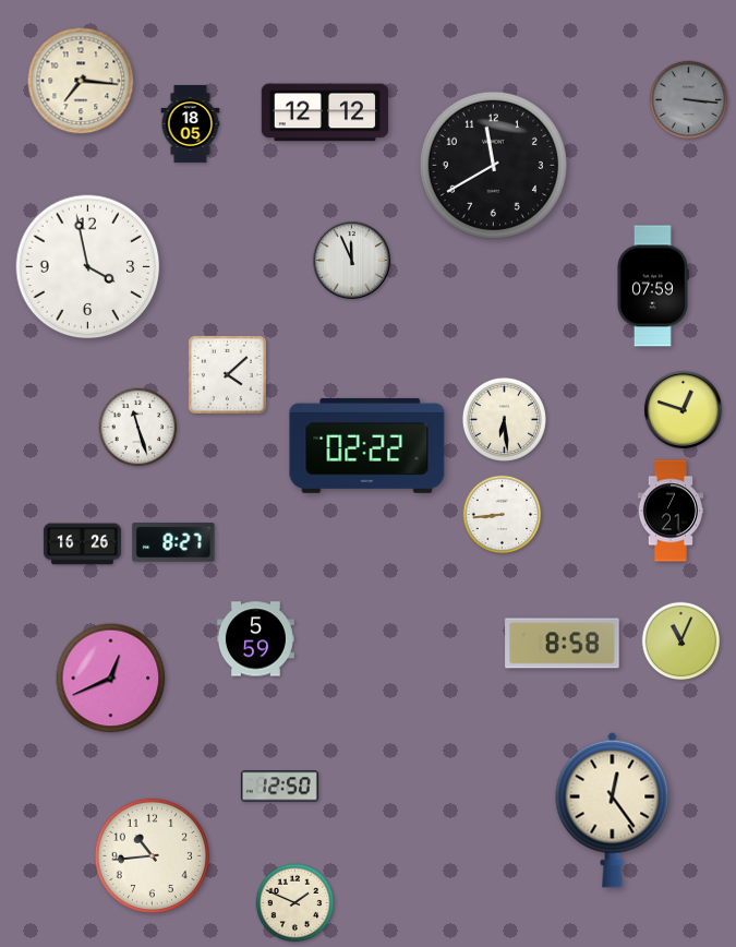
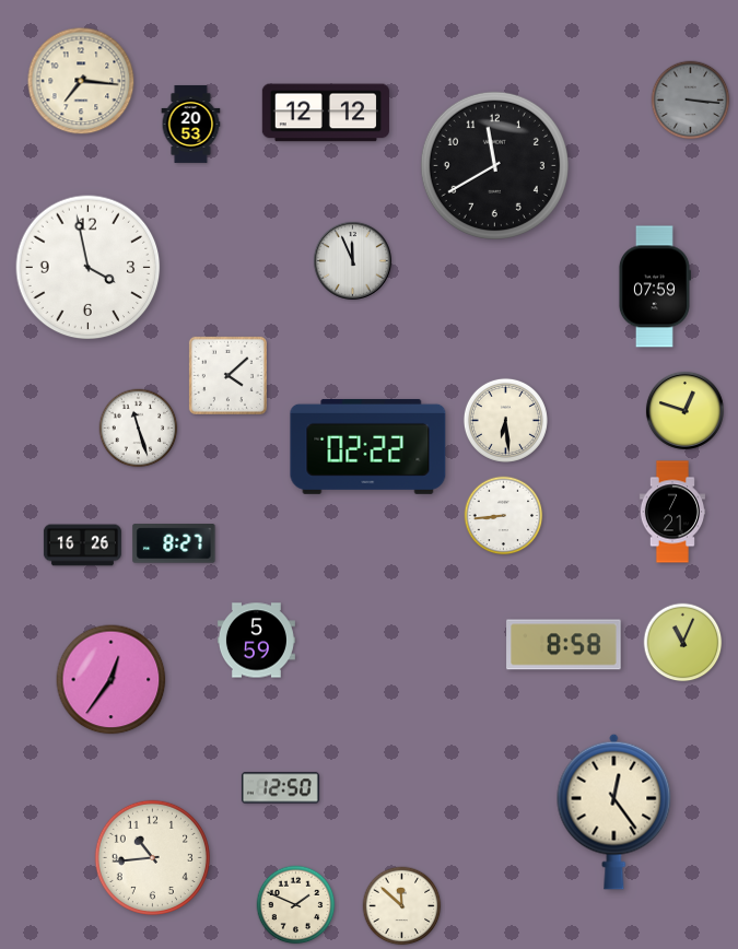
clock at (191, 123): 18:05 -> 20:53
clock at (111, 679): 12:41 -> 12:36
clock at (402, 906): none -> 11:52
